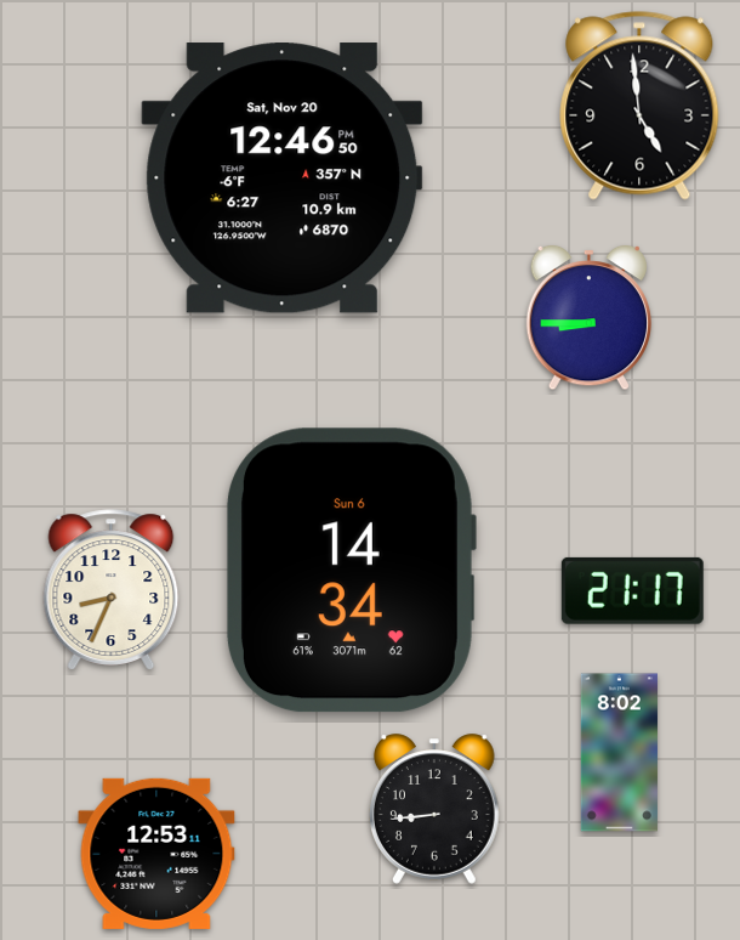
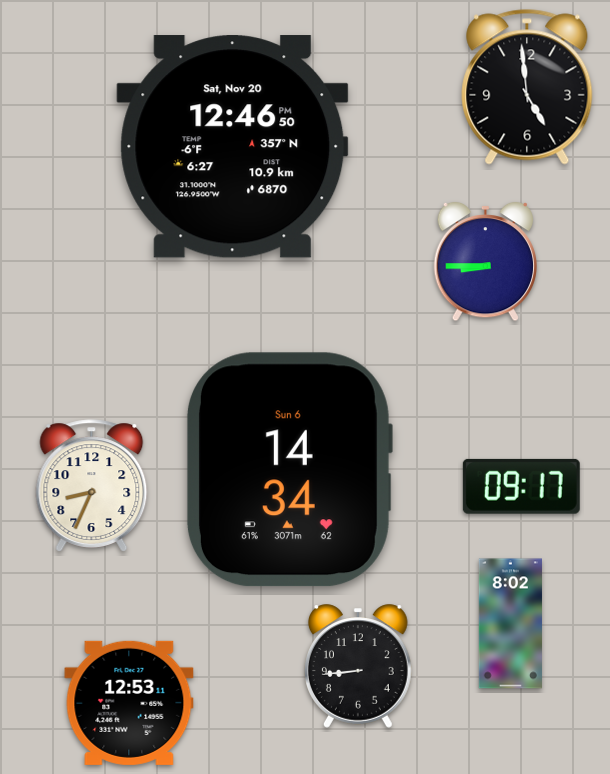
clock at (632, 590): 21:17 -> 09:17
clock at (619, 753) position: (619, 753) -> (510, 624)
